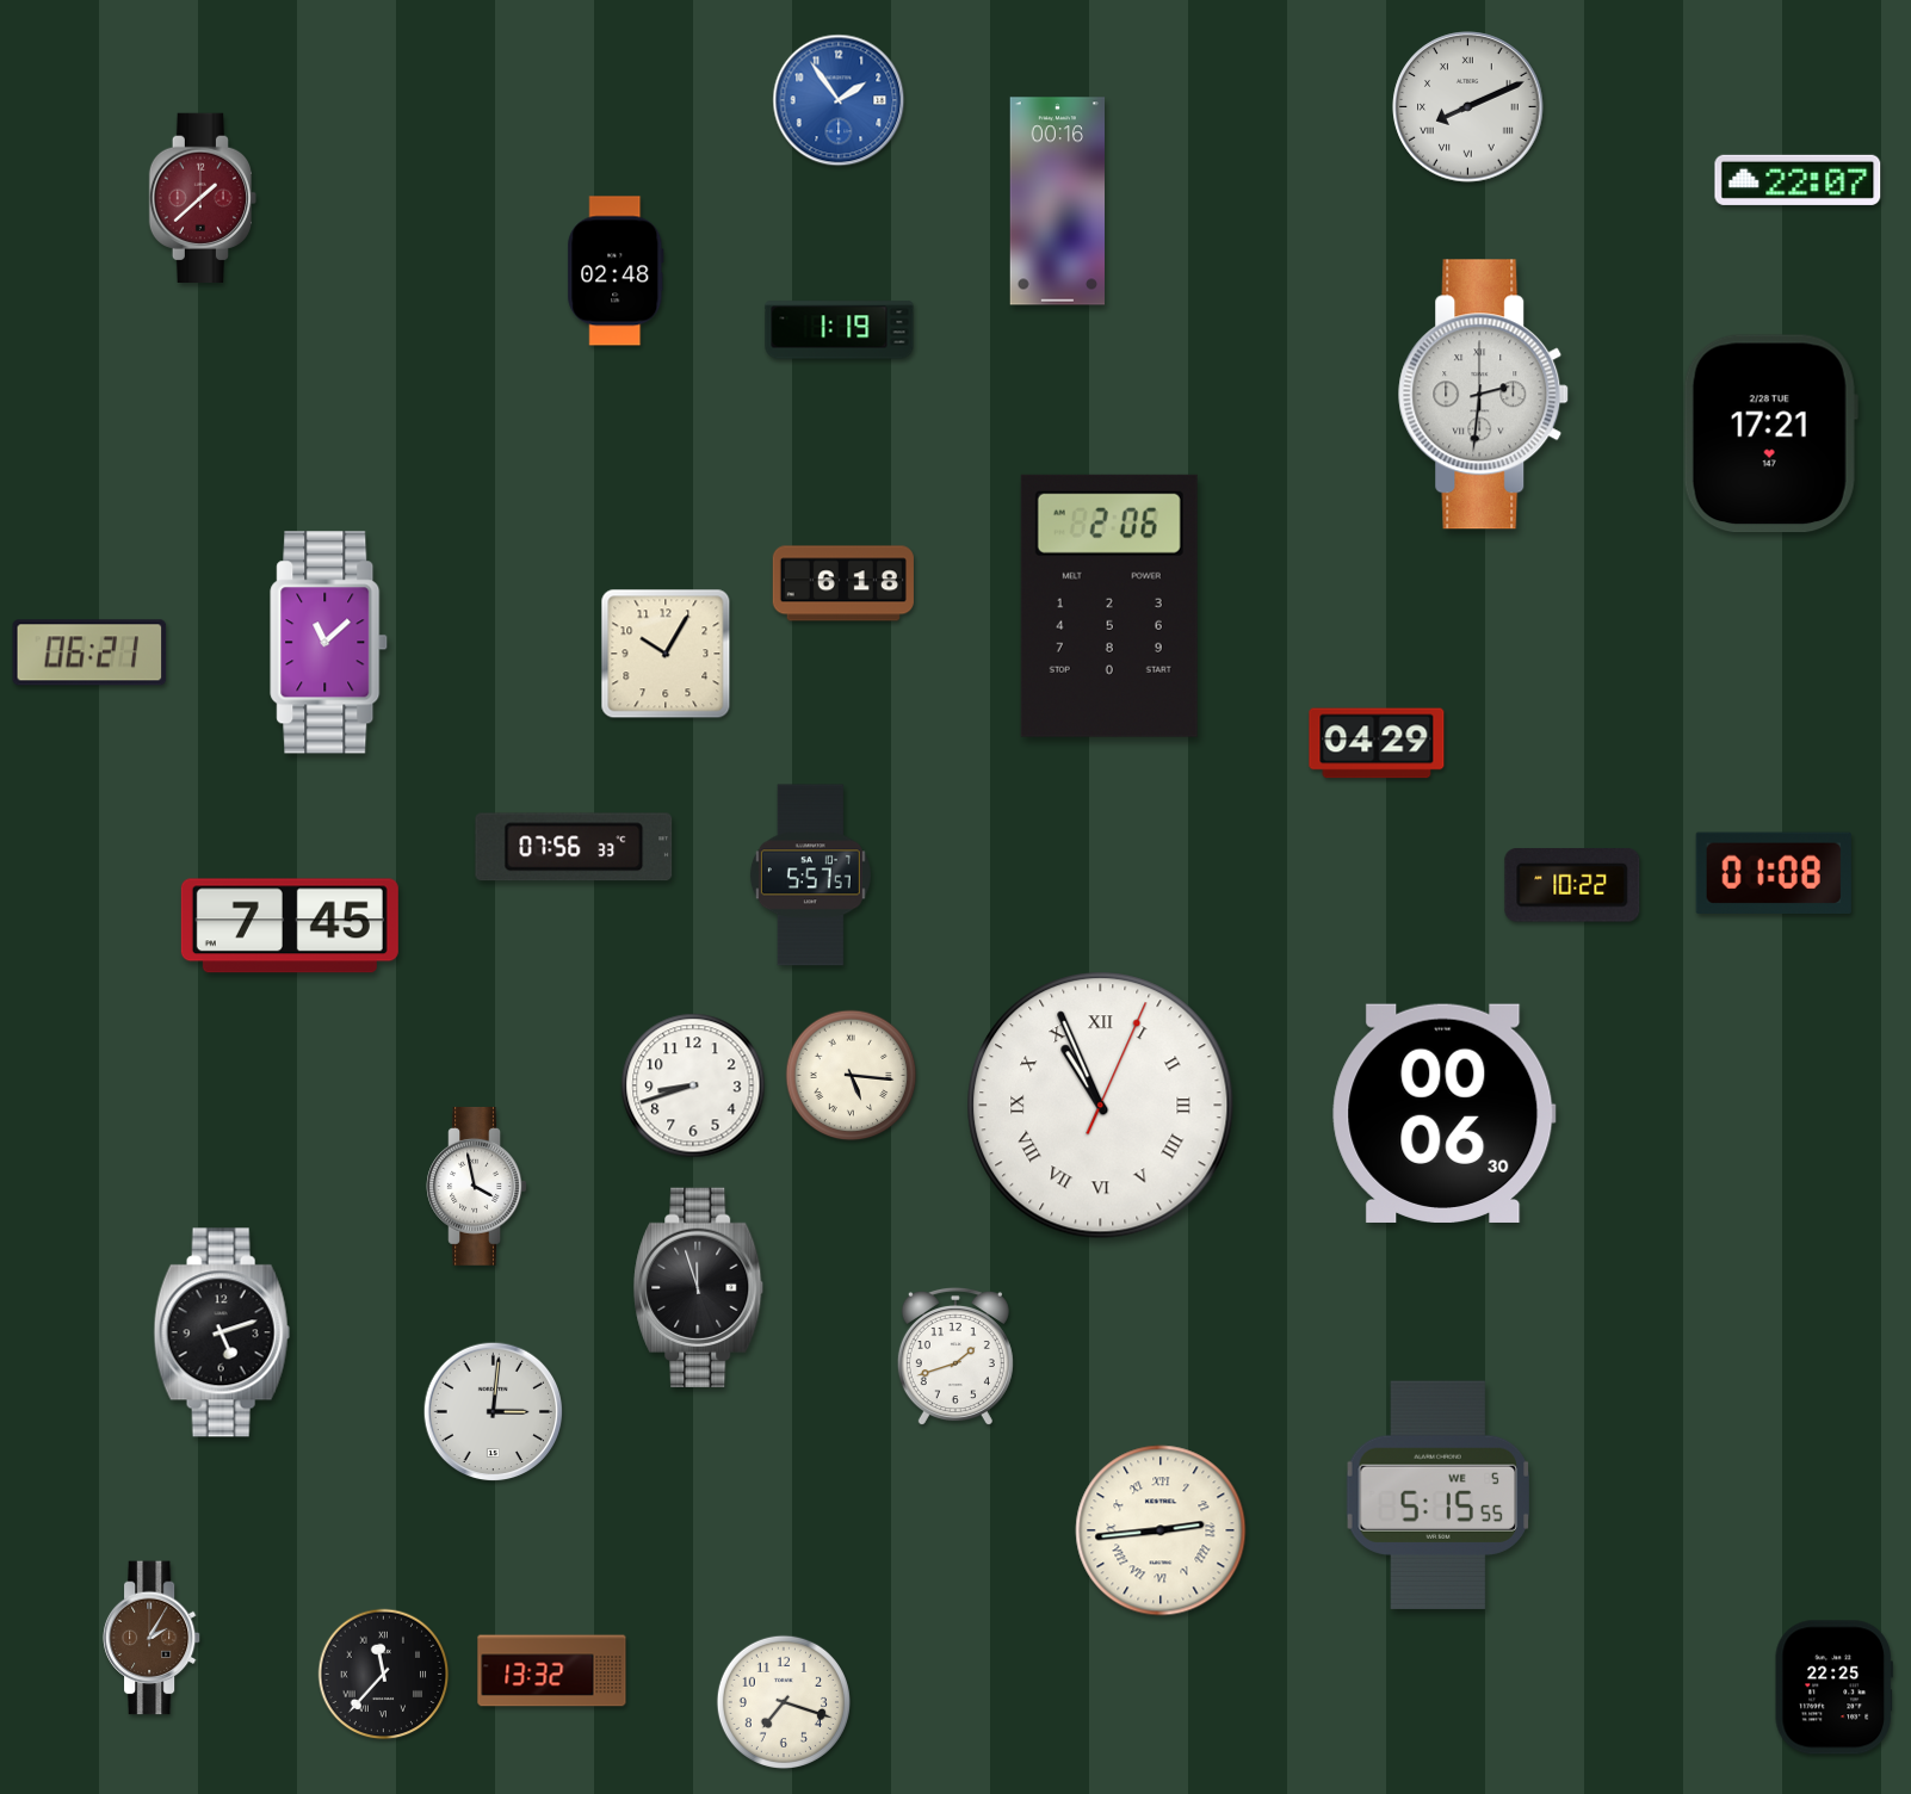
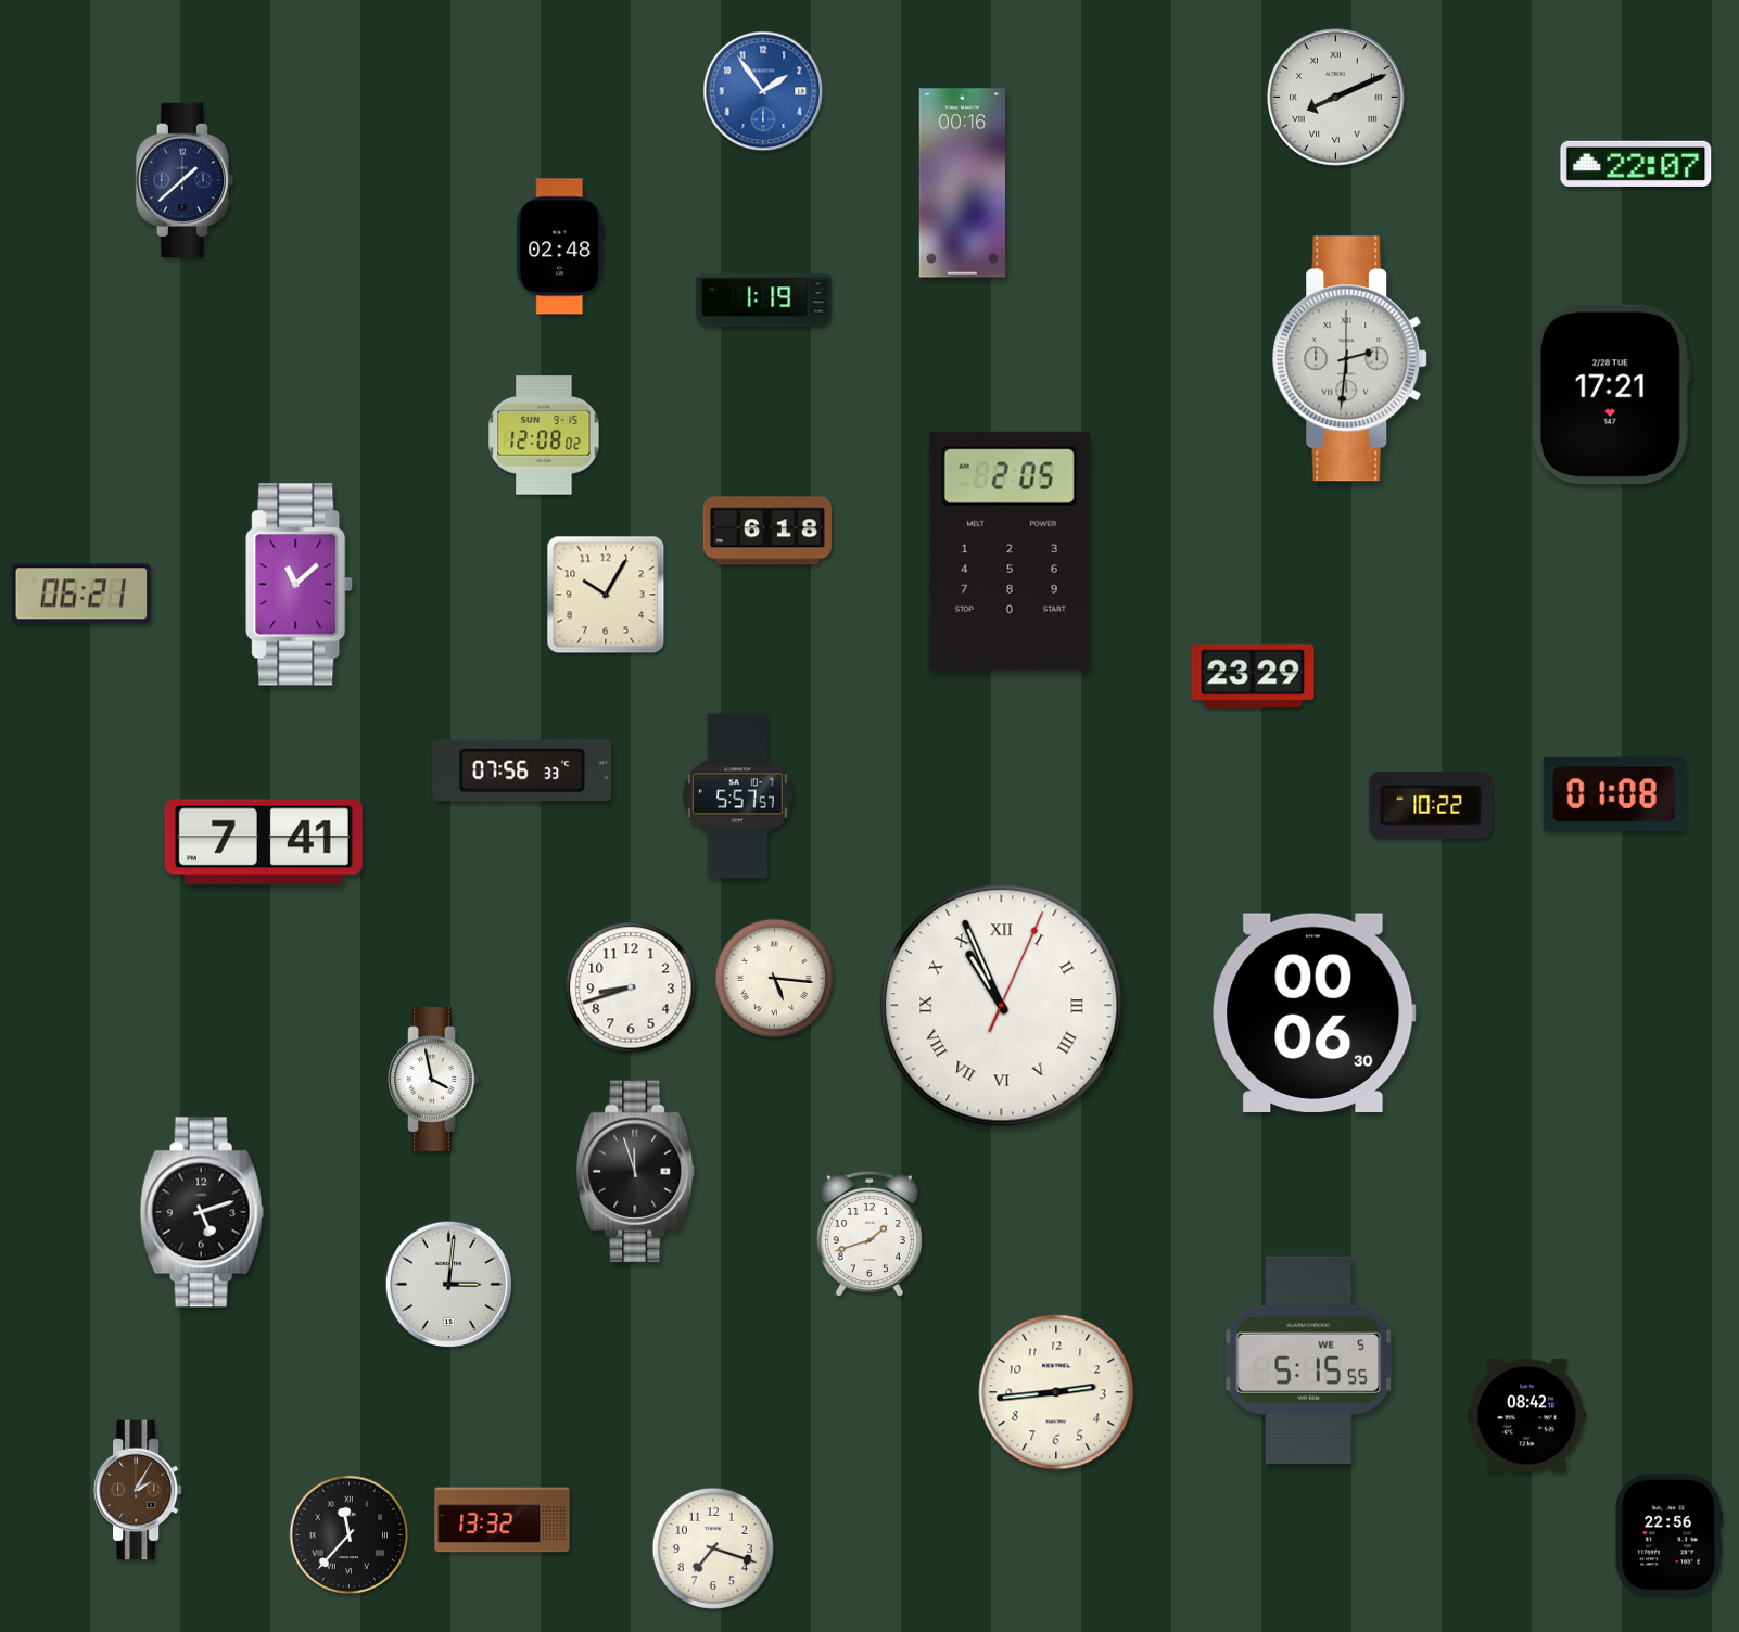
clock at (202, 197) dial: burgundy -> navy
clock at (544, 435): none -> 12:08
clock at (1109, 606): 2:06 -> 2:05
clock at (1377, 743): 04:29 -> 23:29
clock at (290, 926): 7:45 -> 7:41
clock at (1161, 1530) numerals: Roman -> Arabic
clock at (1527, 1416): none -> 08:42
clock at (384, 1675) position: (384, 1675) -> (350, 1535)
clock at (1833, 1688): 22:25 -> 22:56
